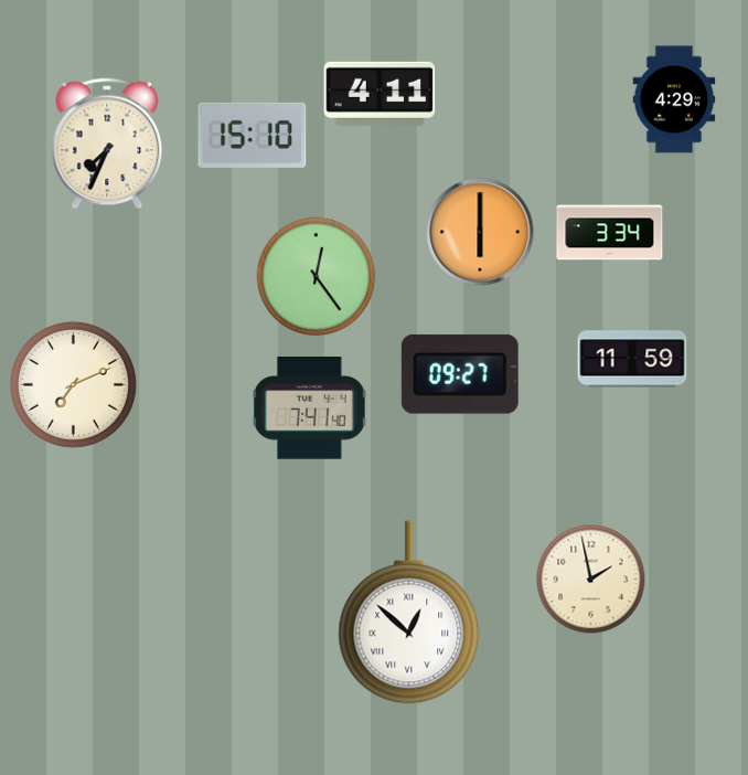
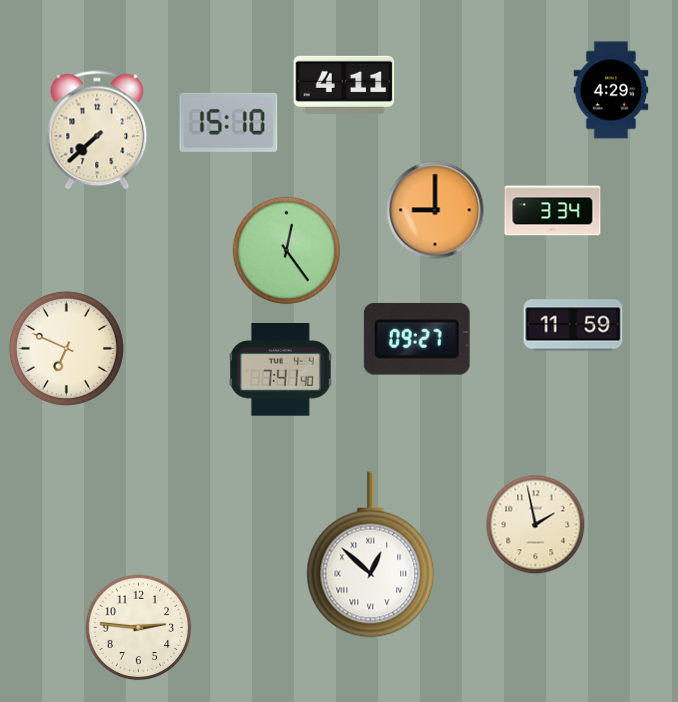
clock at (107, 144): 7:34 -> 7:38
clock at (480, 232): 6:00 -> 9:00
clock at (73, 384): 7:11 -> 6:49
clock at (139, 628): none -> 2:46
